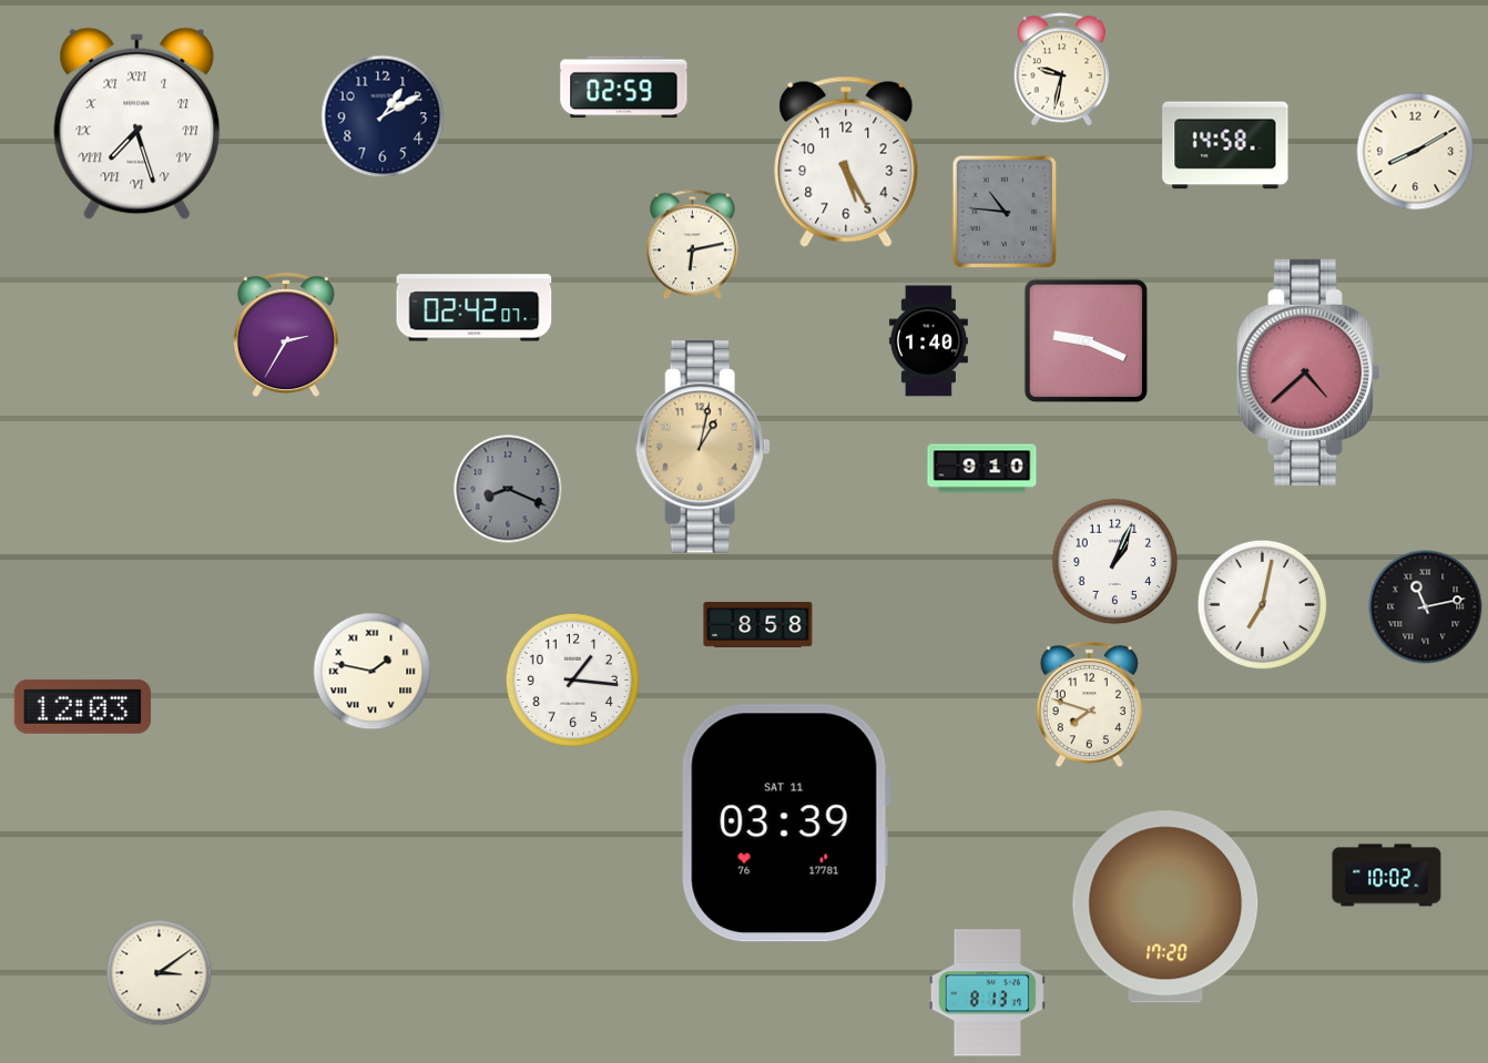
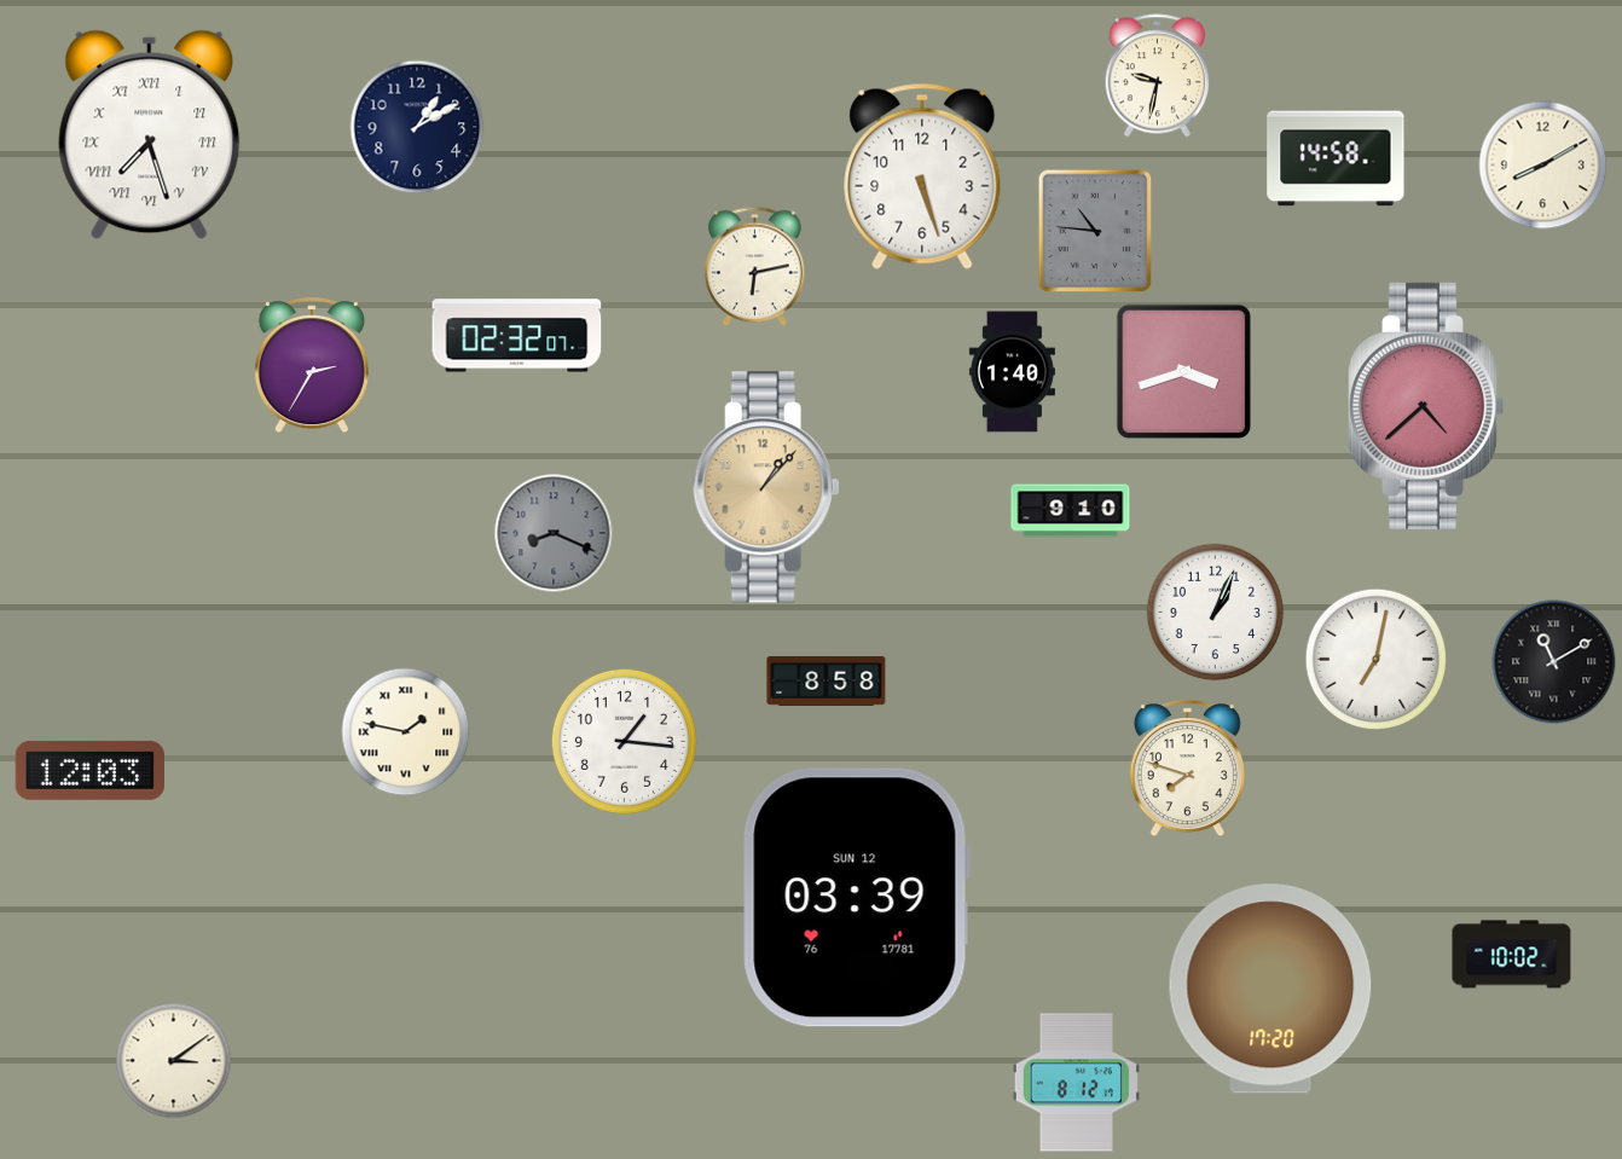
clock at (624, 88): 02:59 -> none
clock at (846, 162): 5:25 -> 5:27
clock at (475, 308): 02:42 -> 02:32
clock at (1087, 341): 9:19 -> 3:42
clock at (703, 447): 1:02 -> 1:07
clock at (1426, 607): 11:13 -> 11:10
clock at (785, 824) date: SAT 11 -> SUN 12
clock at (987, 993): 8:13 -> 8:12
